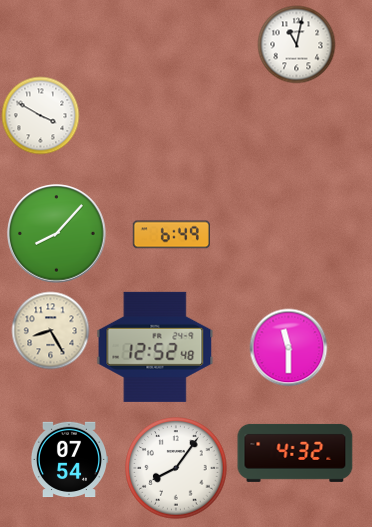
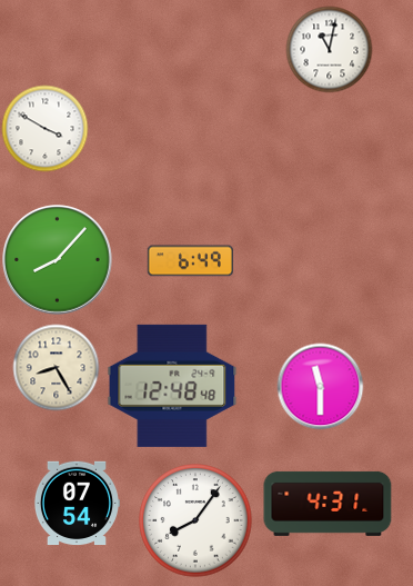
clock at (57, 234) position: (57, 234) -> (58, 260)
clock at (155, 347): 12:52 -> 12:48
clock at (295, 453): 4:32 -> 4:31
clock at (69, 460) position: (69, 460) -> (77, 504)
